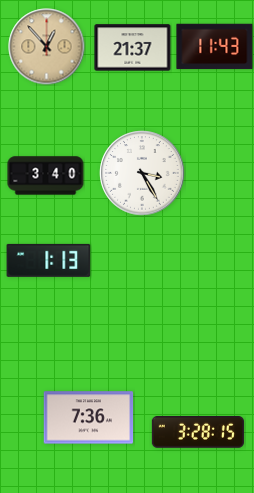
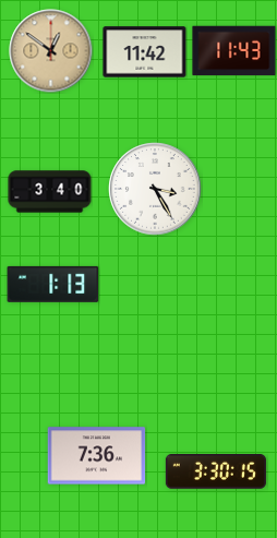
clock at (47, 47): 12:53 -> 12:51
clock at (133, 48): 21:37 -> 11:42
clock at (198, 433): 3:28 -> 3:30
